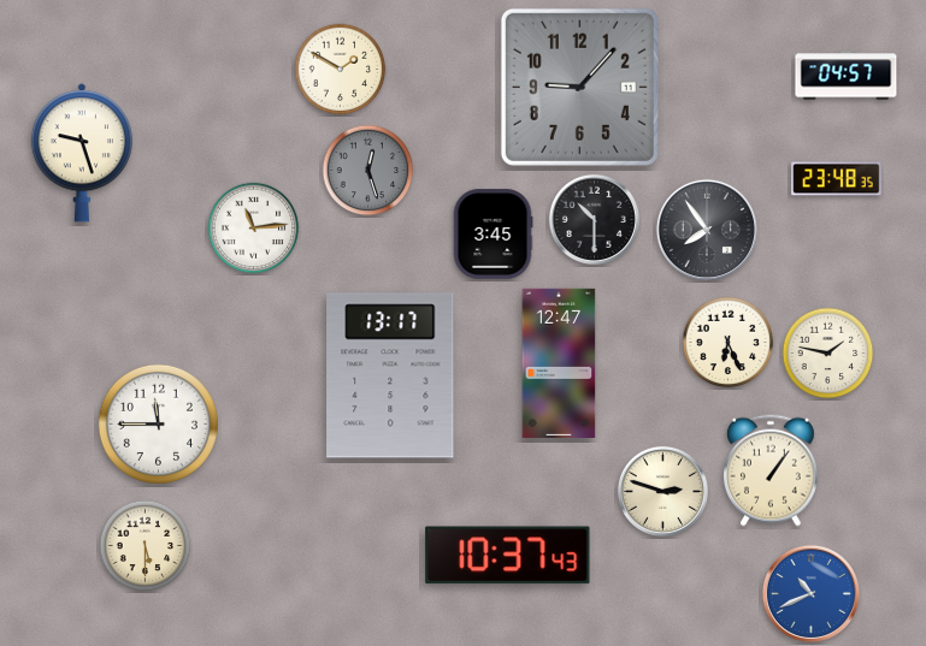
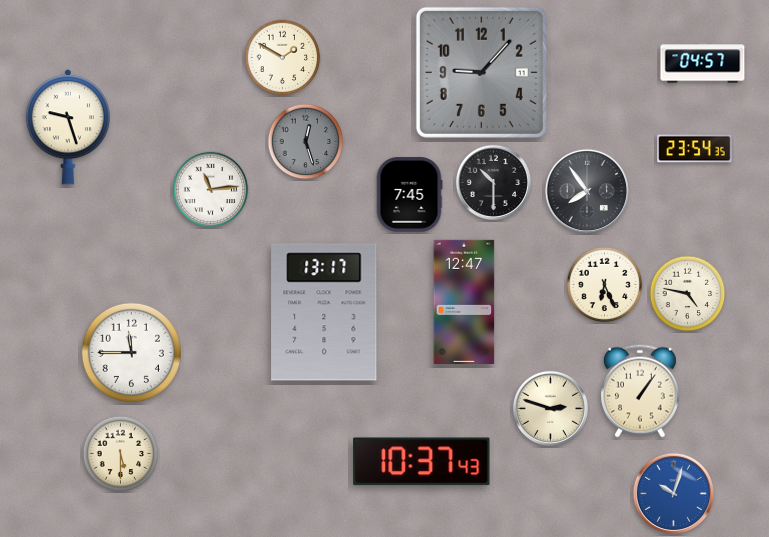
clock at (837, 179): 23:48 -> 23:54
clock at (493, 235): 3:45 -> 7:45
clock at (828, 354): 1:47 -> 4:47
clock at (810, 593): 10:41 -> 10:03
